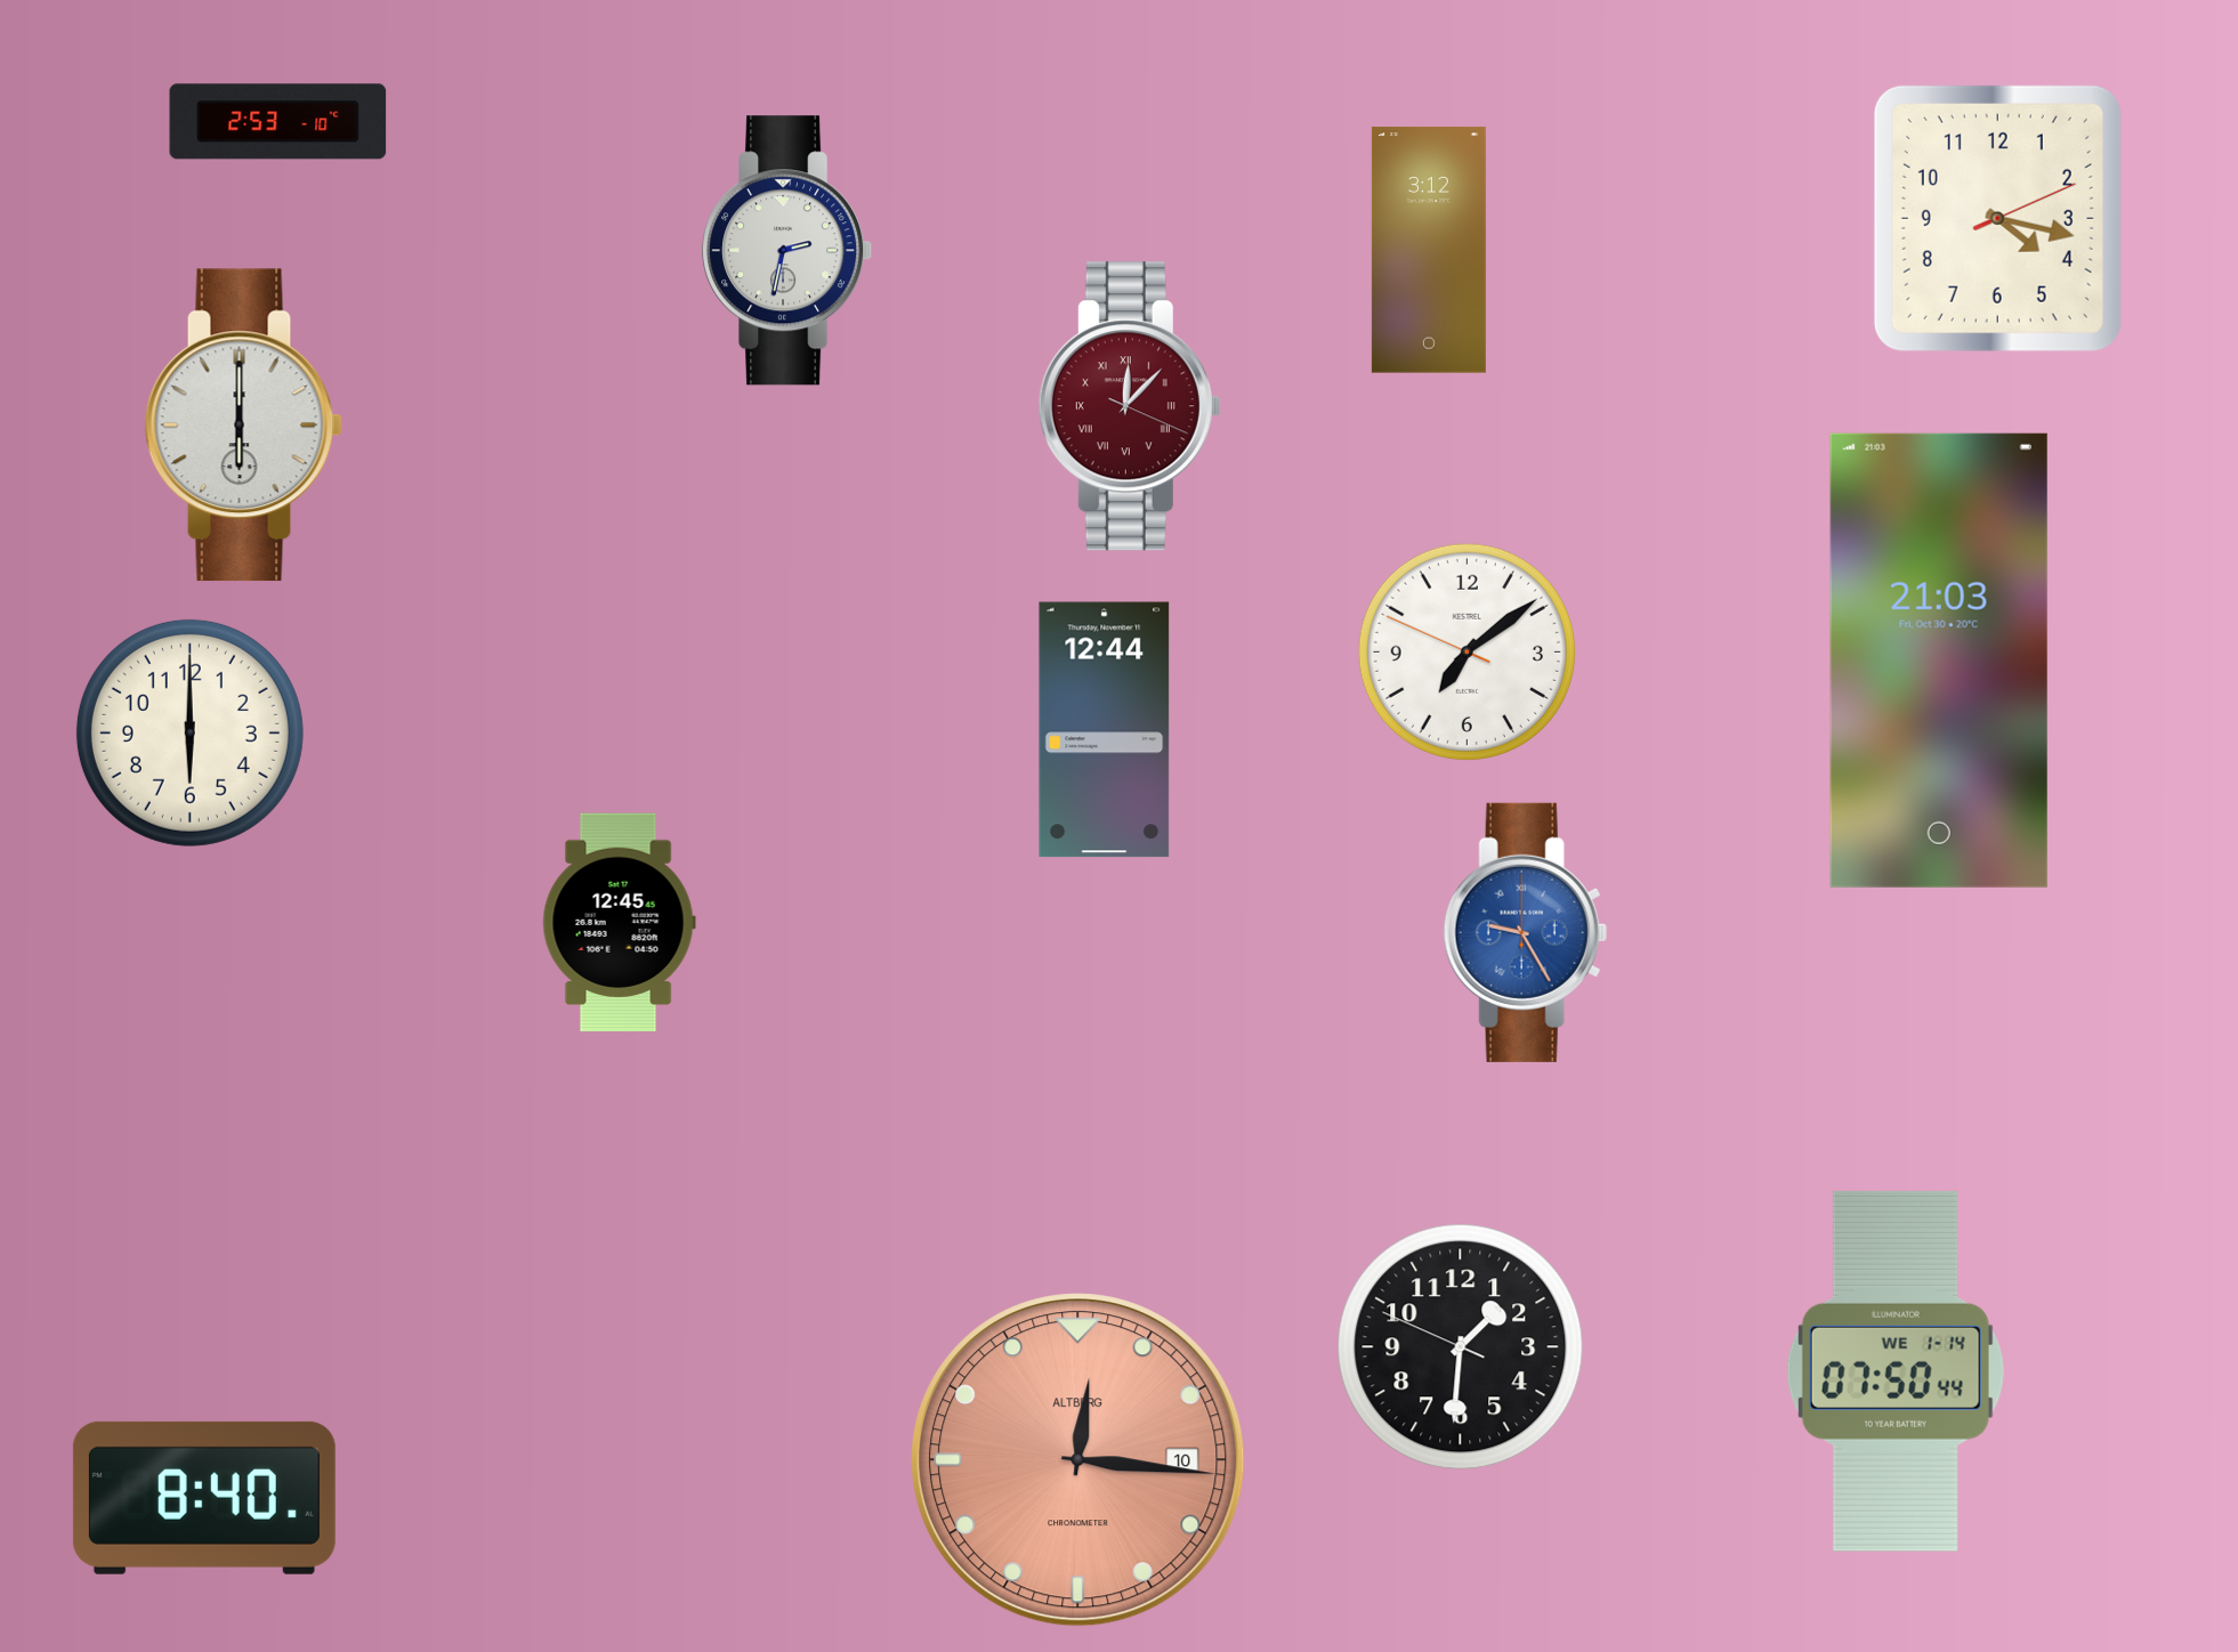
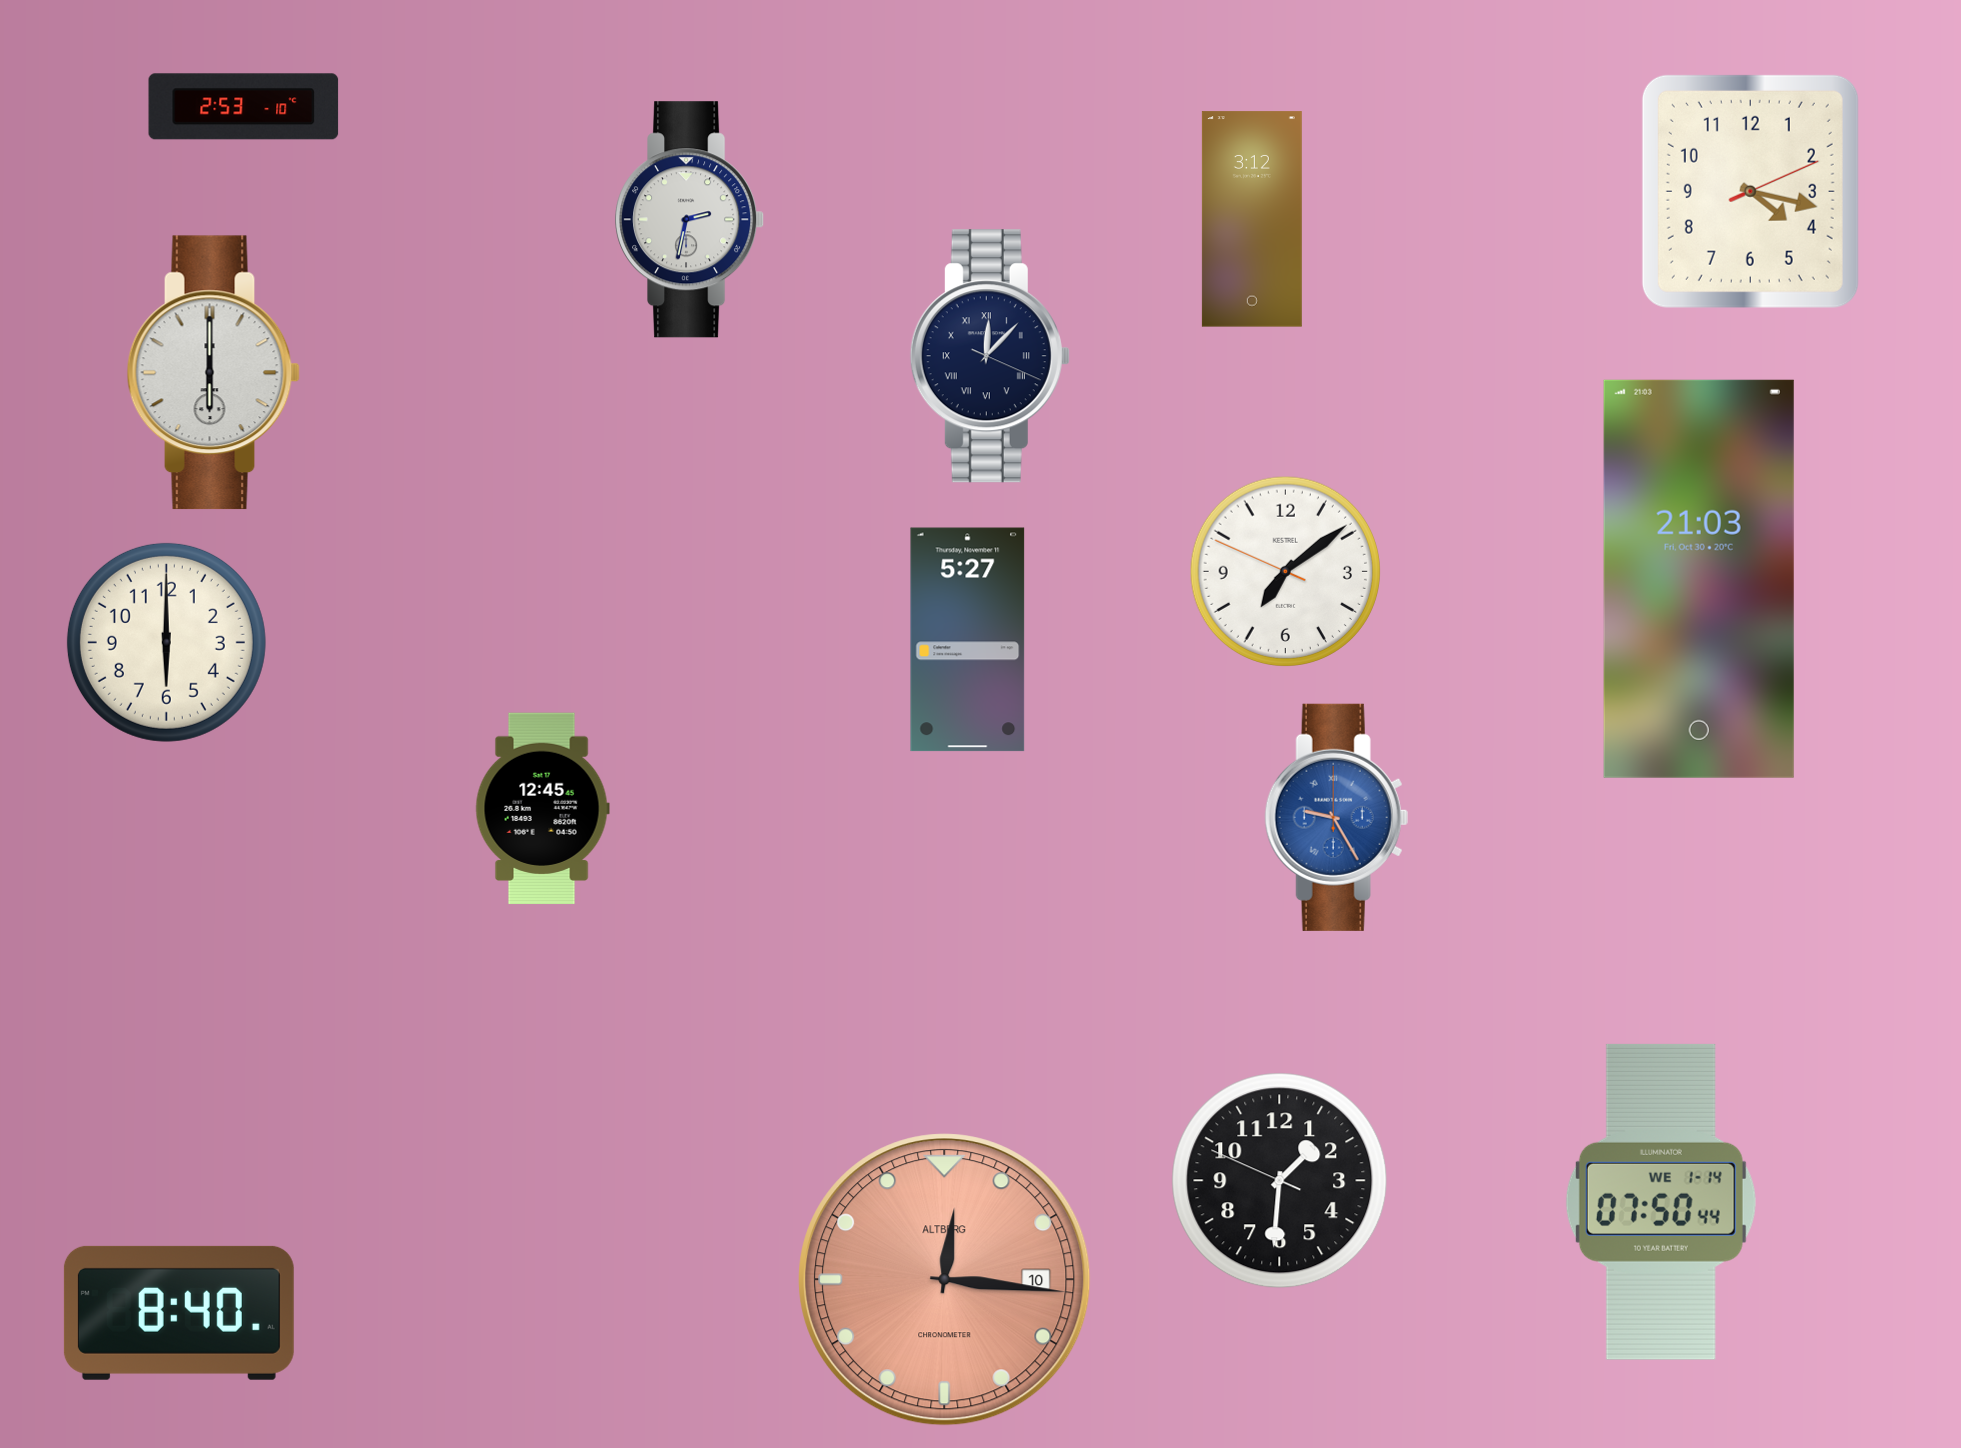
clock at (1130, 406) dial: burgundy -> navy
clock at (1105, 730): 12:44 -> 5:27
